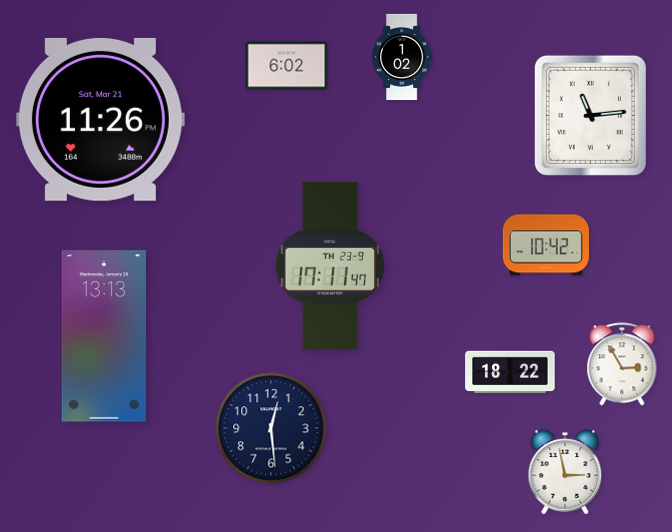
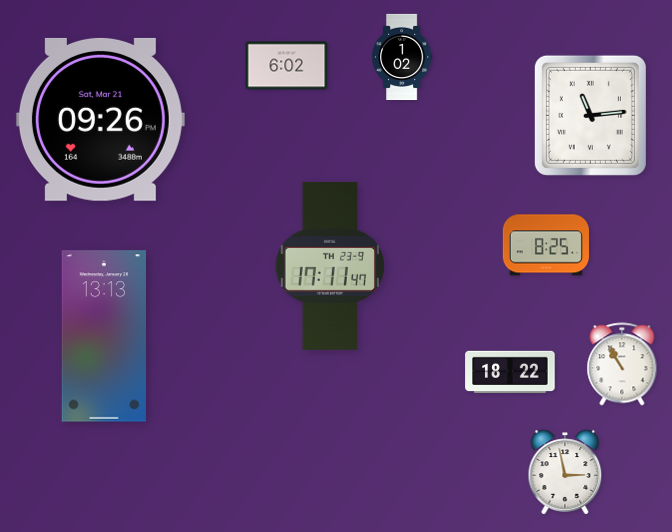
clock at (100, 119): 11:26 -> 09:26
clock at (546, 245): 10:42 -> 8:25
clock at (622, 364): 2:55 -> 10:55
clock at (271, 428): 12:29 -> none
